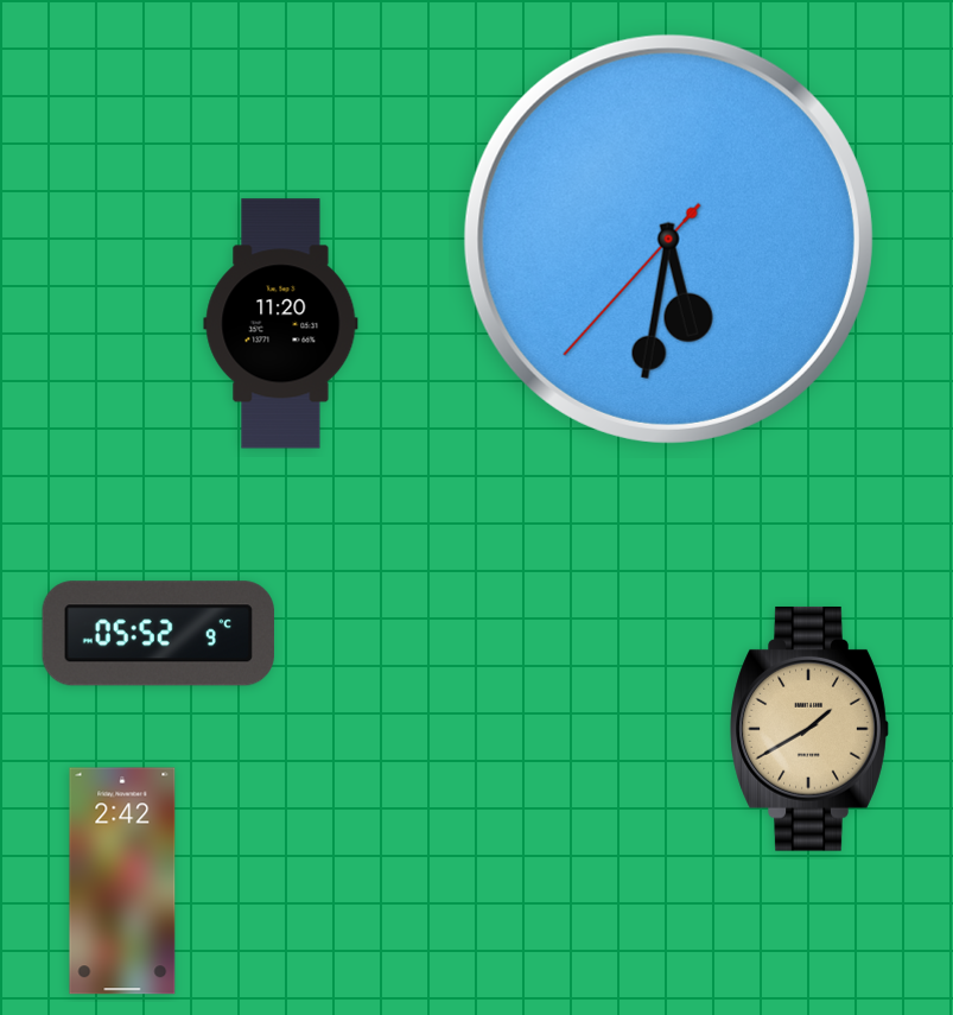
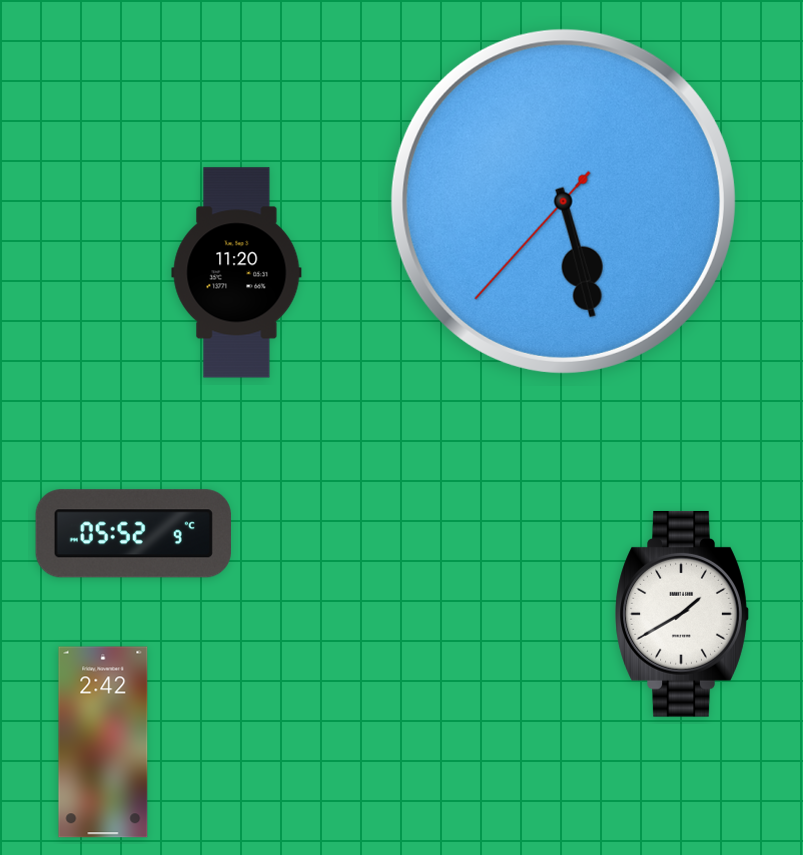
clock at (668, 239): 5:31 -> 5:27
clock at (809, 729) dial: champagne -> white
